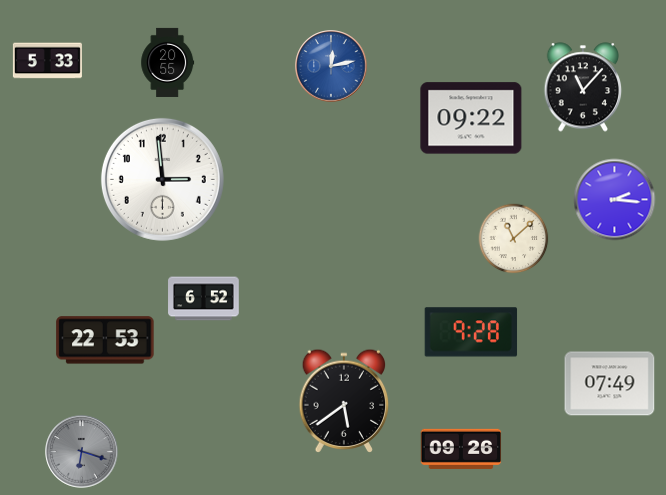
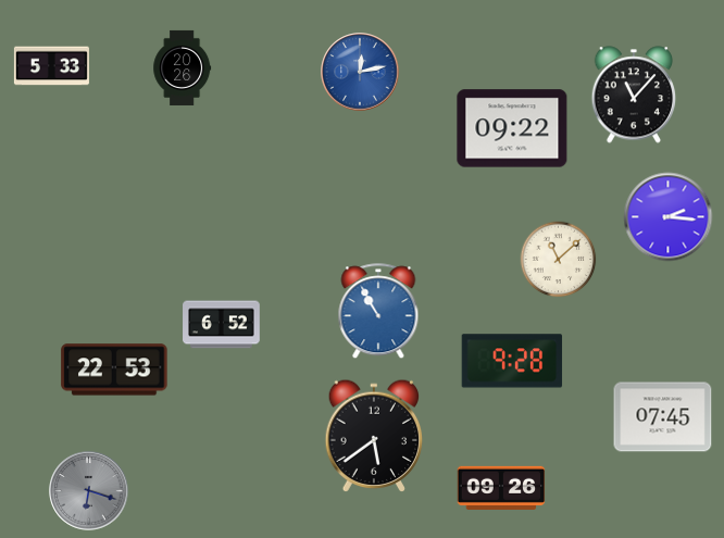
clock at (168, 62): 20:55 -> 20:26
clock at (162, 179): 2:59 -> none
clock at (378, 312): none -> 10:55
clock at (610, 384): 07:49 -> 07:45
